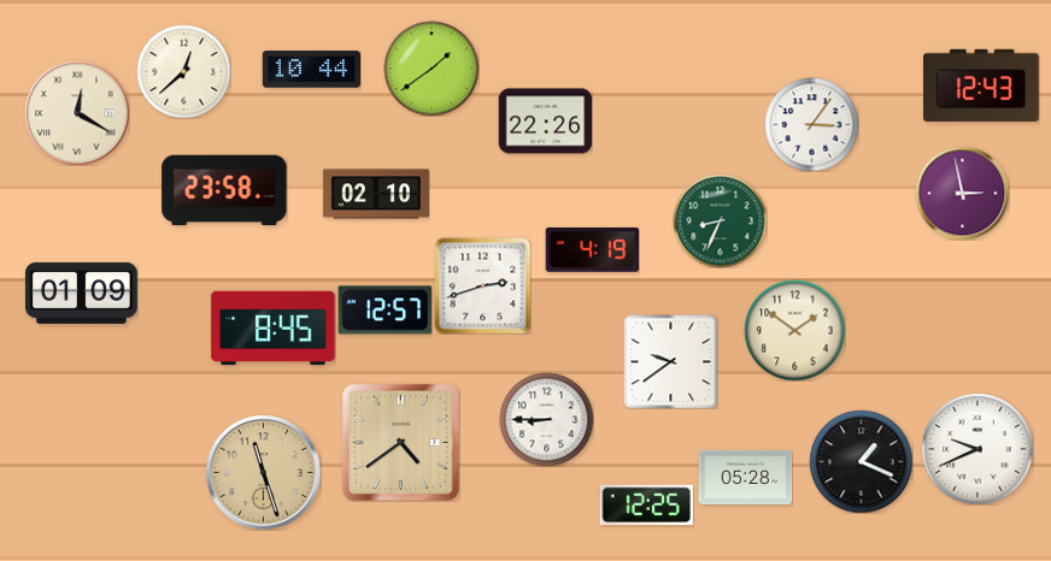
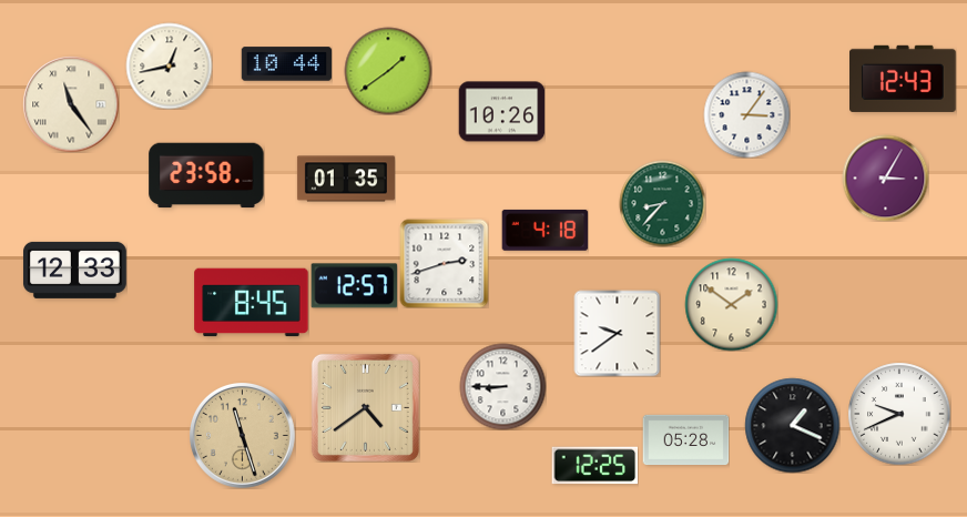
clock at (431, 69) position: (431, 69) -> (388, 71)
clock at (183, 71): 12:38 -> 12:43
clock at (77, 113): 12:20 -> 11:24
clock at (545, 122): 22:26 -> 10:26
clock at (962, 193): 2:58 -> 3:05
clock at (376, 194): 02:10 -> 01:35
clock at (720, 220): 8:34 -> 8:37
clock at (592, 249): 4:19 -> 4:18
clock at (81, 293): 01:09 -> 12:33
clock at (400, 442) position: (400, 442) -> (365, 407)
